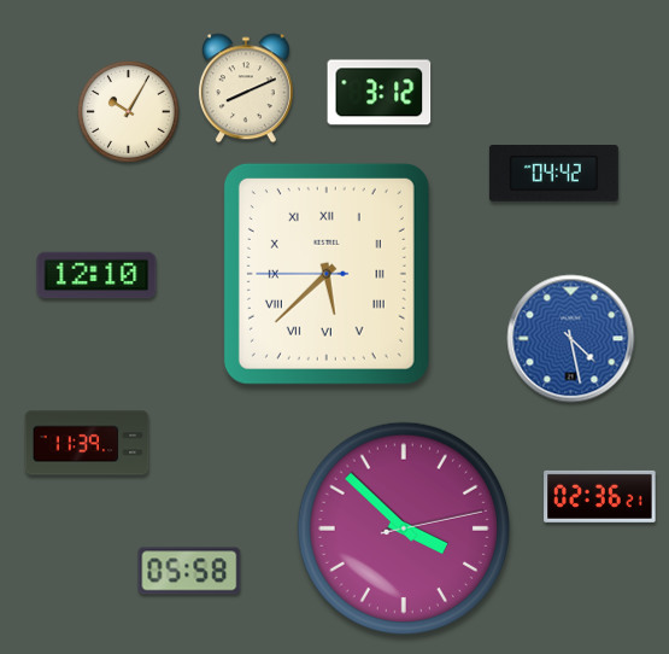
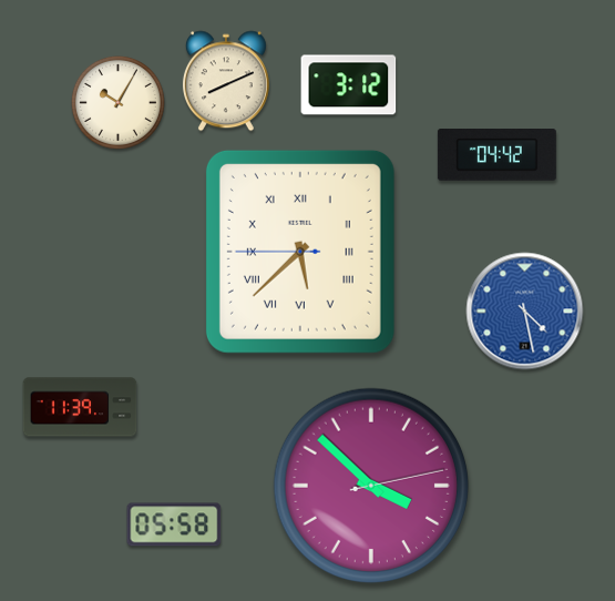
clock at (553, 174) position: (553, 174) -> (496, 155)
clock at (96, 275): 12:10 -> none
clock at (600, 496): 02:36 -> none
